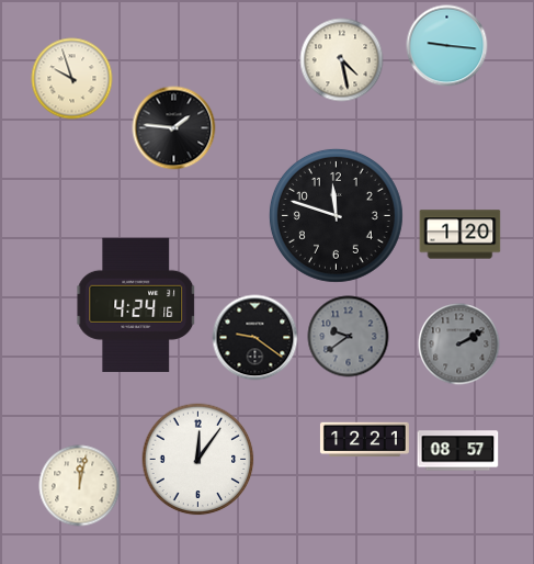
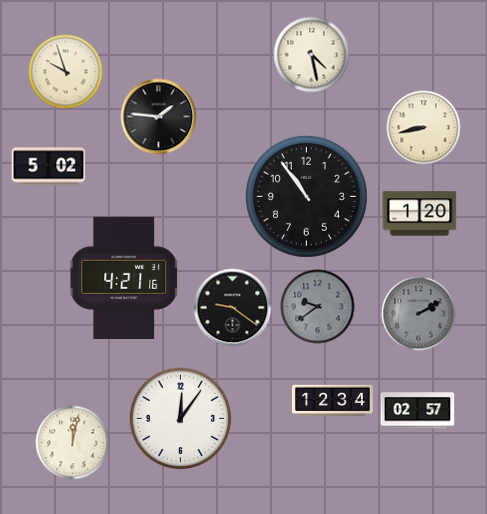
clock at (447, 46): 9:16 -> none
clock at (424, 128): none -> 8:43
clock at (49, 167): none -> 5:02
clock at (336, 215): 11:48 -> 10:54
clock at (136, 305): 4:24 -> 4:21
clock at (365, 440): 12:21 -> 12:34
clock at (458, 451): 08:57 -> 02:57
